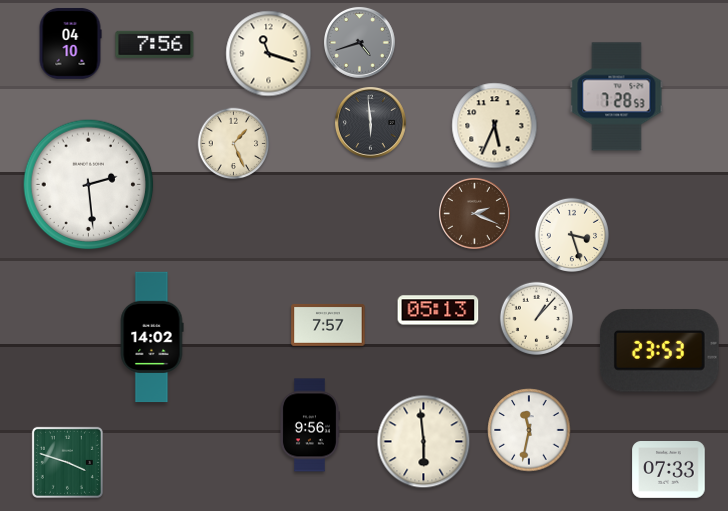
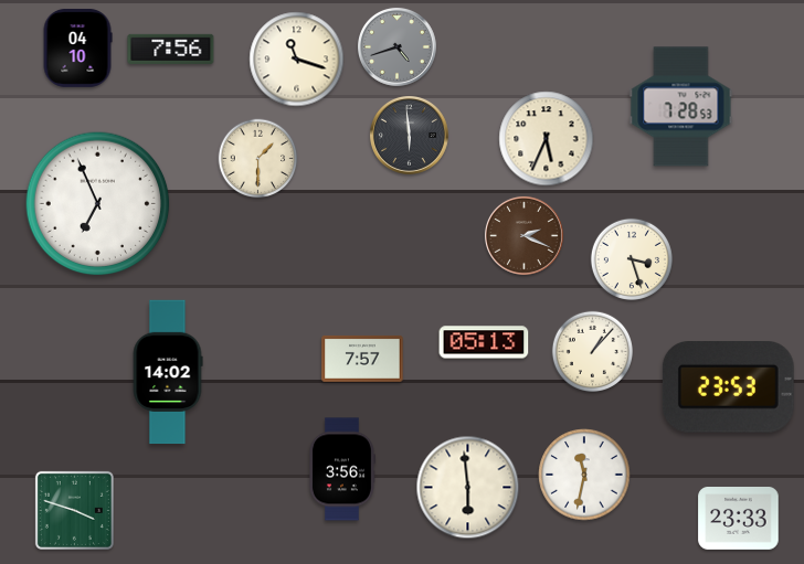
clock at (234, 144): 1:26 -> 1:30
clock at (89, 185): 2:29 -> 6:56
clock at (310, 425): 9:56 -> 3:56
clock at (669, 470): 07:33 -> 23:33
